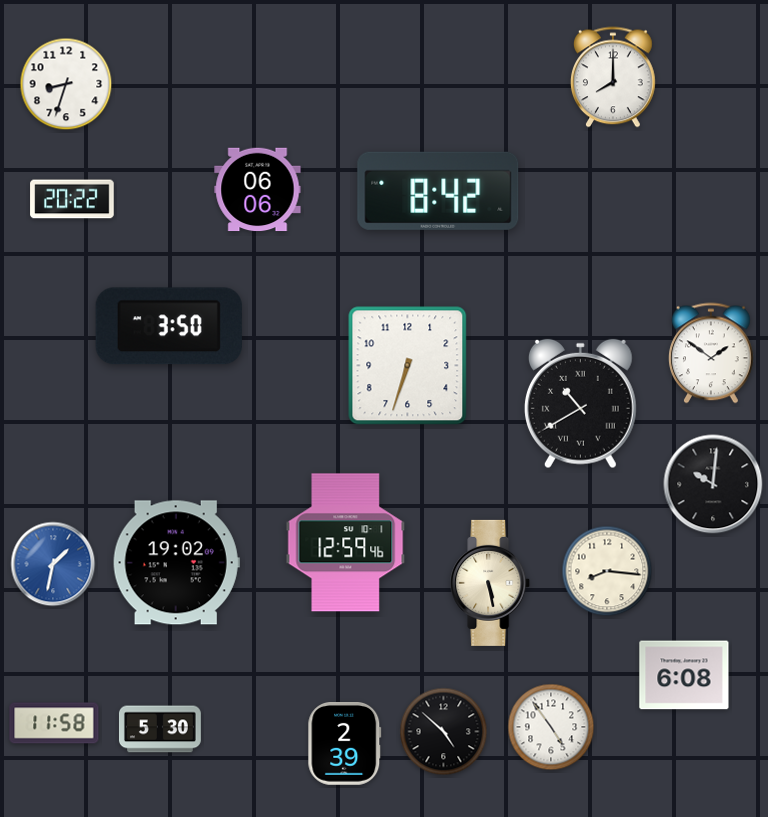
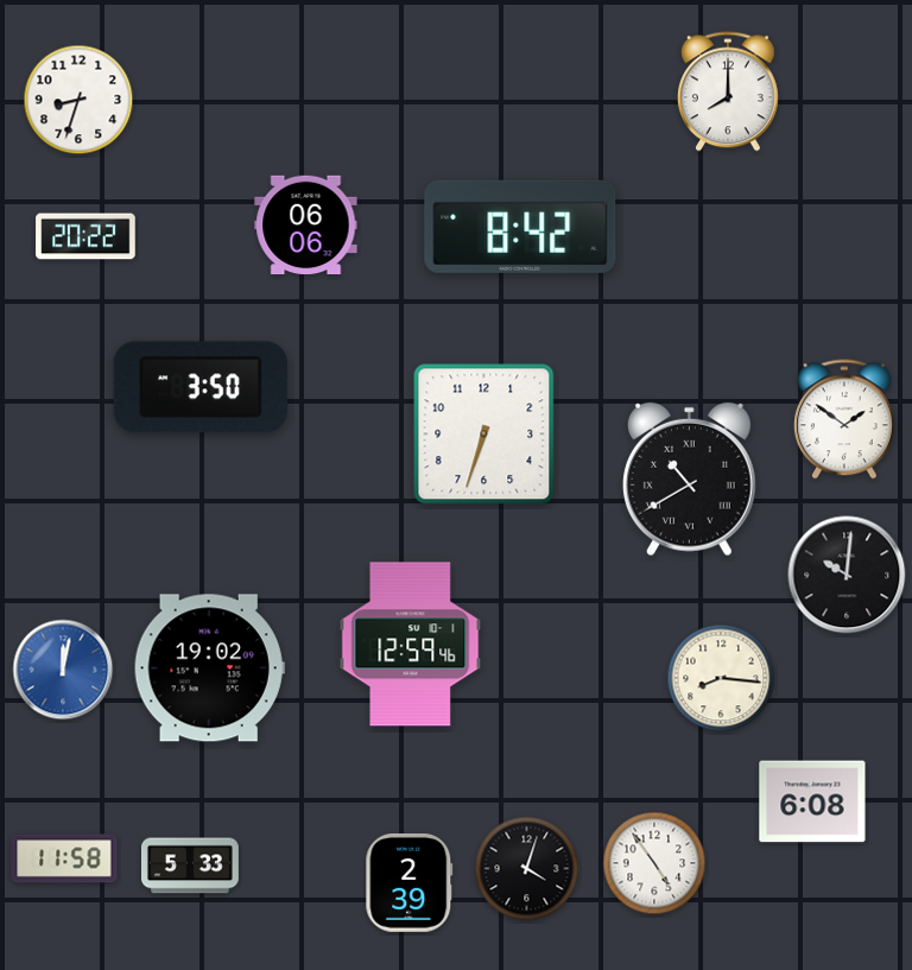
clock at (53, 564): 1:32 -> 12:02
clock at (491, 583): 5:28 -> none
clock at (160, 729): 5:30 -> 5:33
clock at (444, 732): 4:52 -> 4:03
